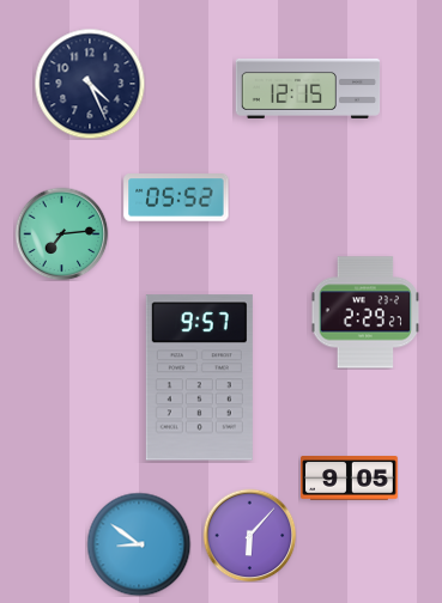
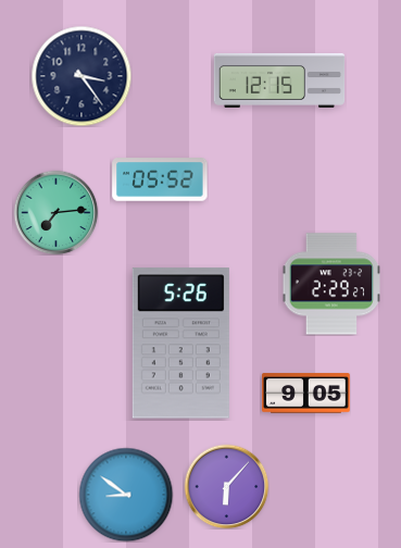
clock at (90, 84): 4:26 -> 3:24
clock at (199, 378): 9:57 -> 5:26
clock at (350, 479) position: (350, 479) -> (306, 394)
